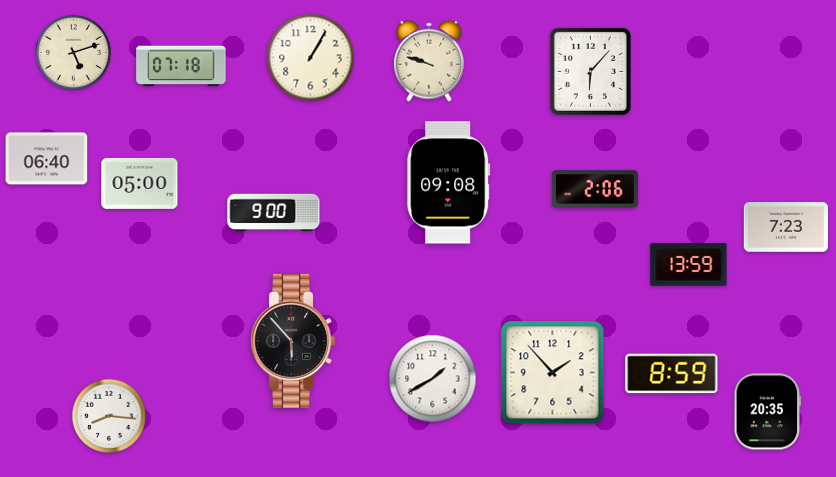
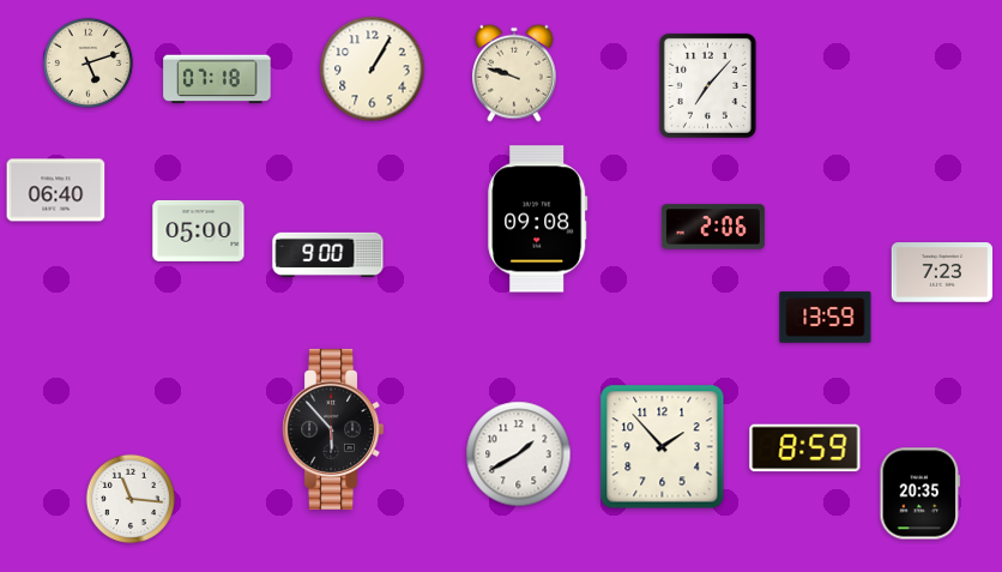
clock at (590, 71): 6:07 -> 7:07
clock at (140, 183) position: (140, 183) -> (199, 230)
clock at (292, 341) position: (292, 341) -> (332, 429)
clock at (108, 415): 8:16 -> 11:16
